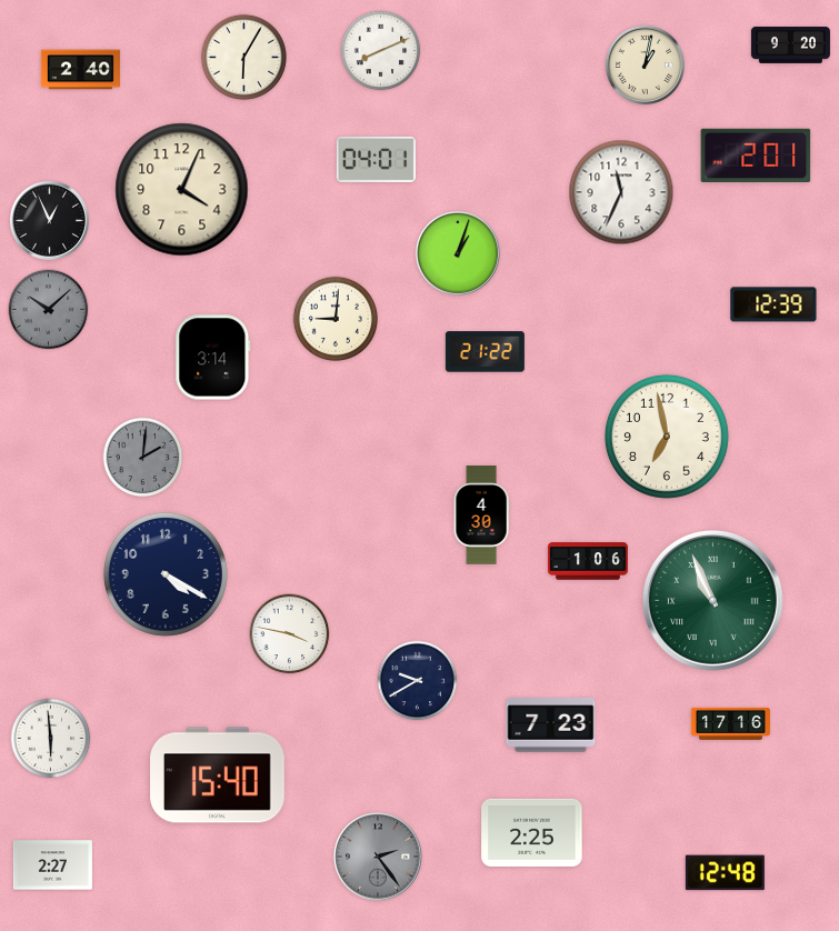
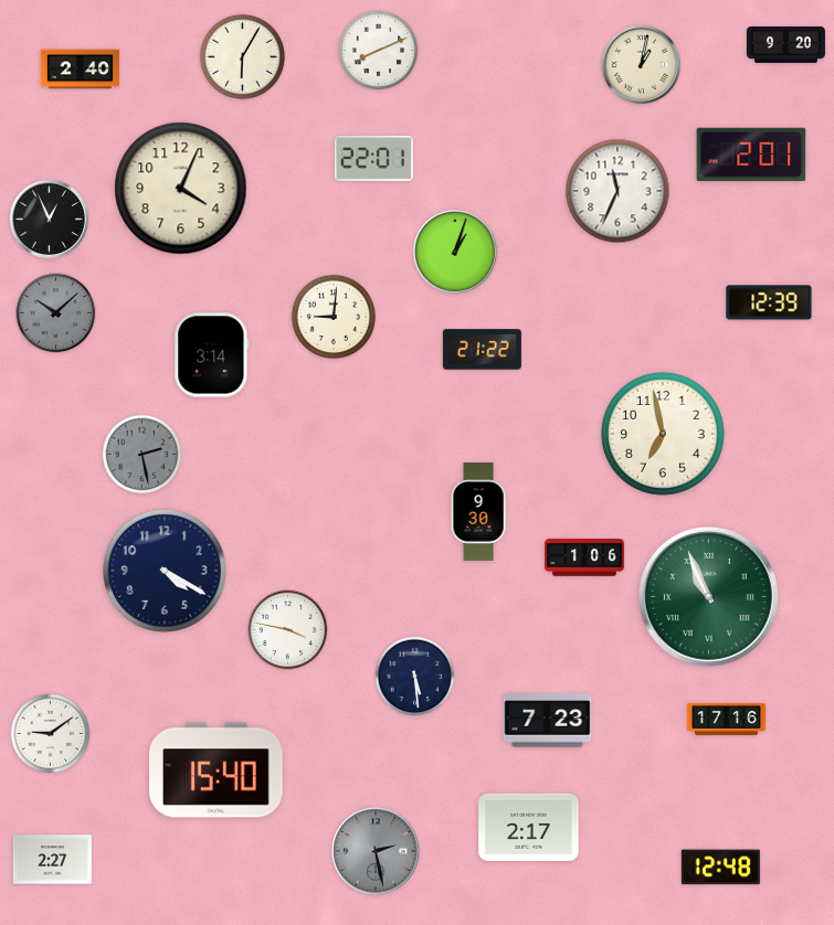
clock at (376, 160): 04:01 -> 22:01
clock at (49, 310) position: (49, 310) -> (56, 313)
clock at (143, 458): 2:01 -> 2:28
clock at (481, 515): 4:30 -> 9:30
clock at (418, 681): 9:40 -> 5:29
clock at (51, 739): 5:59 -> 9:09
clock at (532, 832): 2:25 -> 2:17
clock at (378, 857): 2:24 -> 2:28
